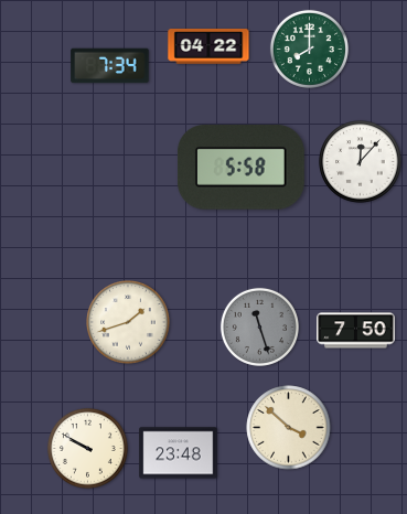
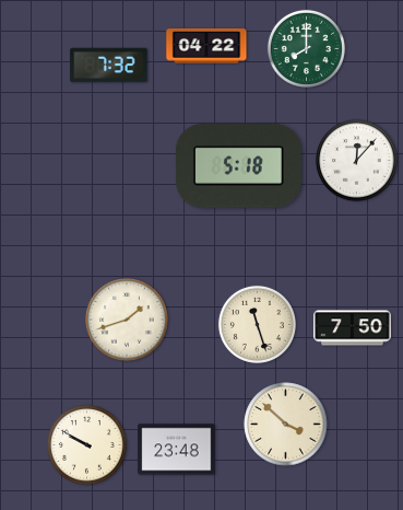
clock at (110, 66): 7:34 -> 7:32
clock at (240, 168): 5:58 -> 5:18
clock at (259, 326) dial: grey -> cream
